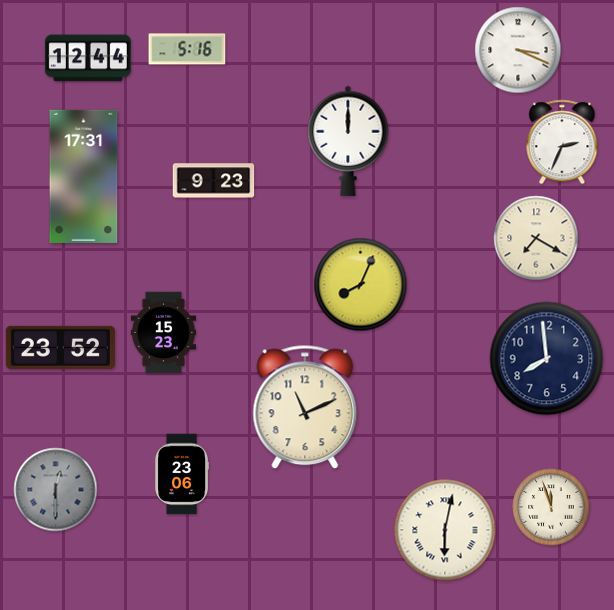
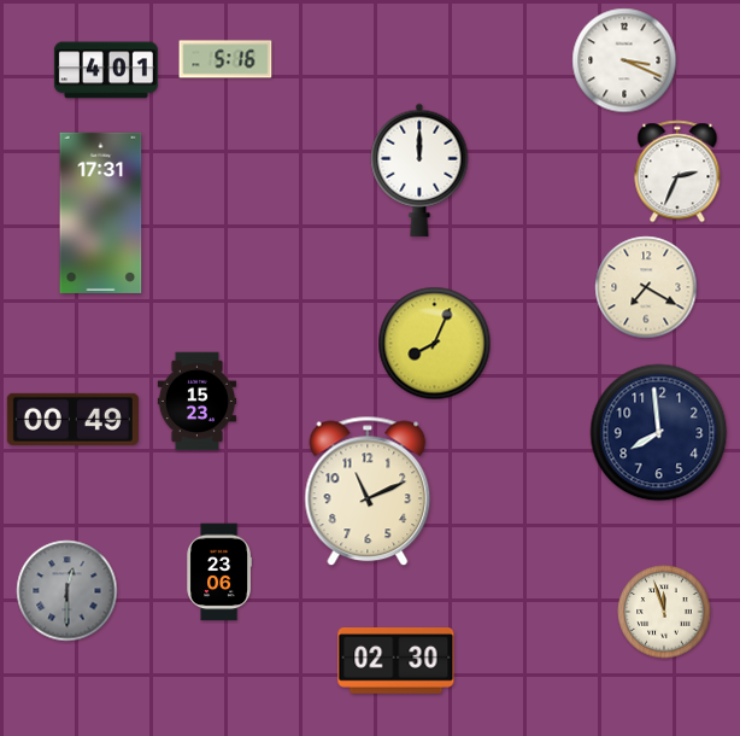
clock at (88, 58): 12:44 -> 4:01
clock at (214, 181): 9:23 -> none
clock at (60, 347): 23:52 -> 00:49
clock at (445, 530): 6:02 -> none
clock at (397, 661): none -> 02:30
